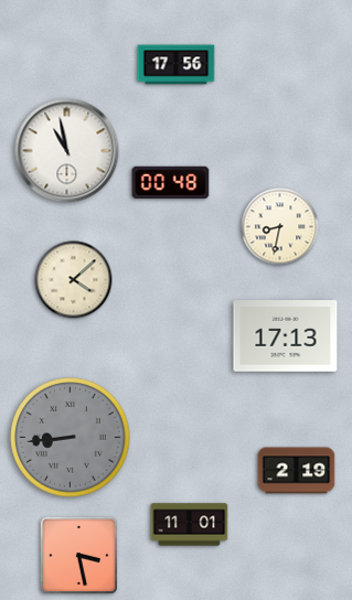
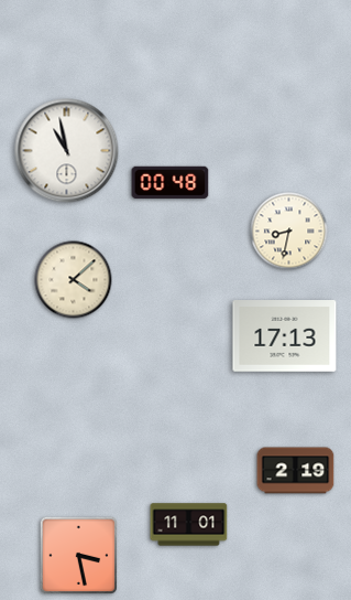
clock at (177, 65): 17:56 -> none
clock at (280, 227) position: (280, 227) -> (289, 232)
clock at (71, 438): 8:44 -> none
